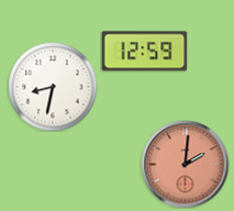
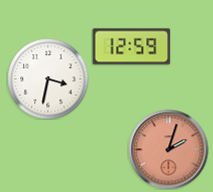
clock at (53, 87): 8:32 -> 3:32
clock at (185, 164): 2:01 -> 2:03
